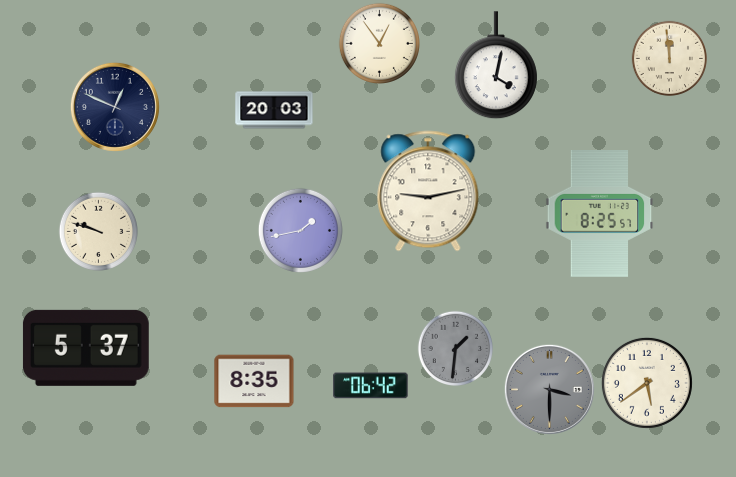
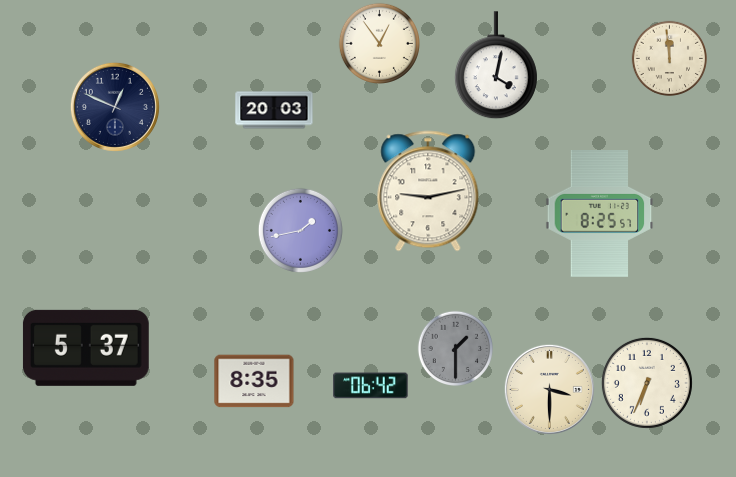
clock at (98, 231): 9:48 -> none
clock at (456, 349): 1:31 -> 1:30
clock at (647, 383): 5:39 -> 6:34
clock at (549, 389) dial: grey -> cream
